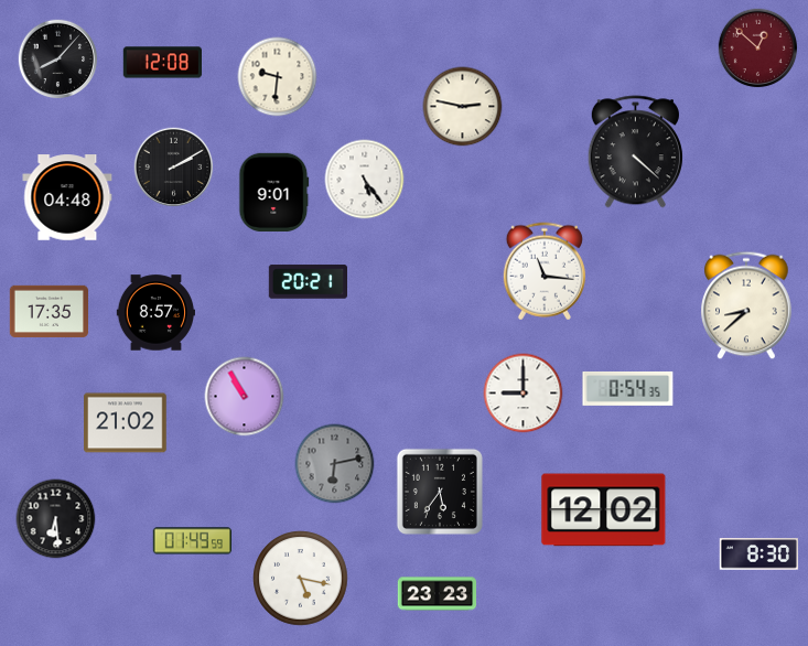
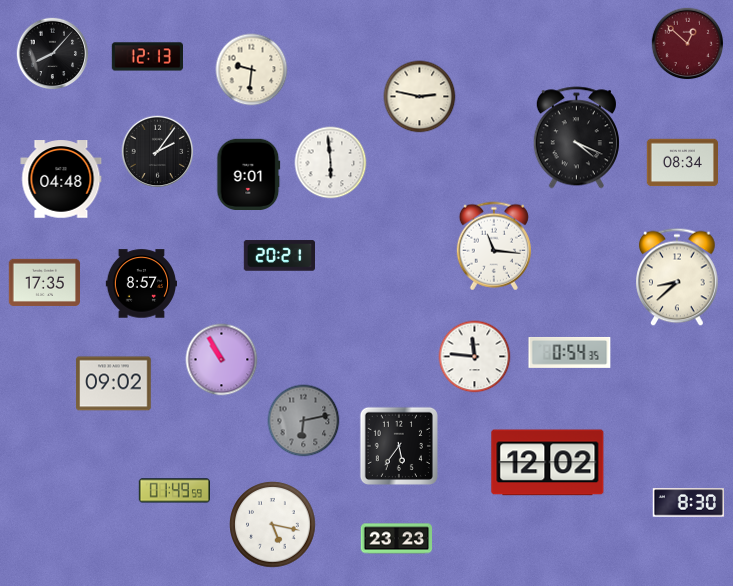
clock at (162, 63): 12:08 -> 12:13
clock at (635, 152): 4:22 -> 4:19
clock at (174, 168): 2:10 -> 2:06
clock at (365, 180): 5:24 -> 5:59
clock at (683, 163): none -> 08:34
clock at (524, 394): 9:00 -> 11:46
clock at (126, 423): 21:02 -> 09:02
clock at (56, 519): 6:29 -> none
